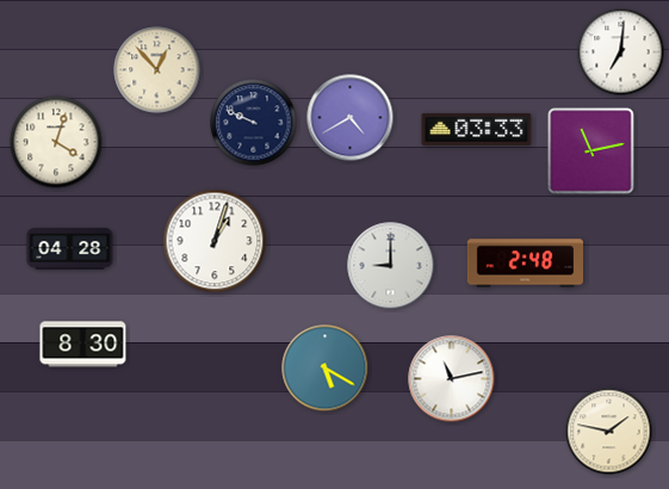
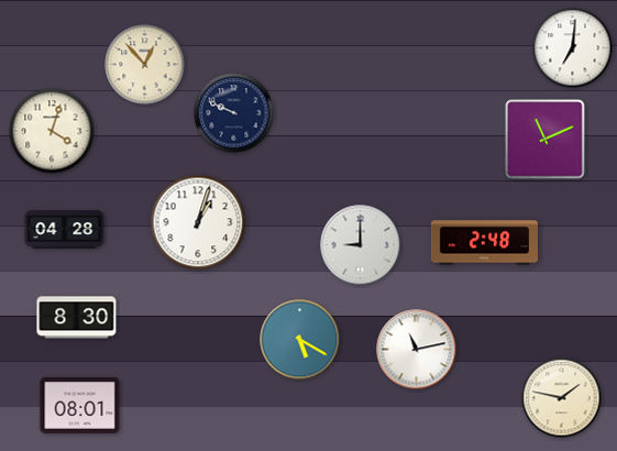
clock at (351, 118): 4:40 -> none
clock at (477, 129): 03:33 -> none
clock at (591, 151): 11:13 -> 11:11
clock at (80, 405): none -> 08:01
